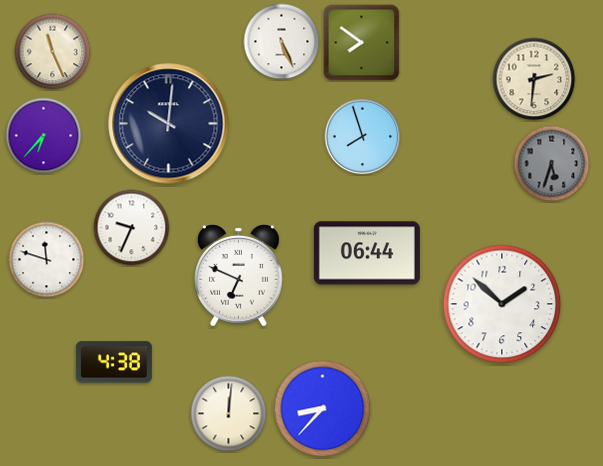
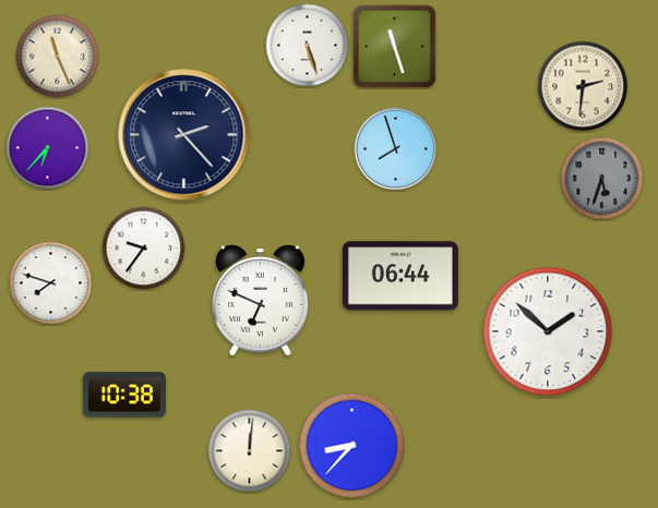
clock at (282, 42): 5:26 -> 5:27
clock at (362, 43): 7:51 -> 11:27
clock at (169, 124): 10:01 -> 2:23
clock at (132, 228): 9:34 -> 9:36
clock at (47, 260): 11:48 -> 7:48
clock at (114, 362): 4:38 -> 10:38
